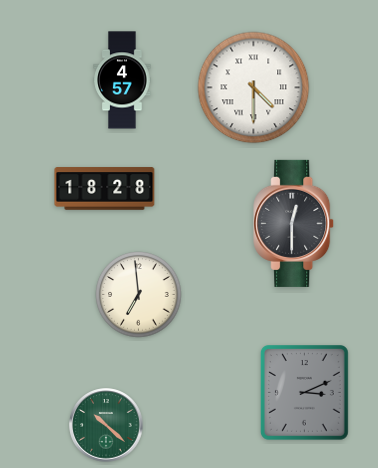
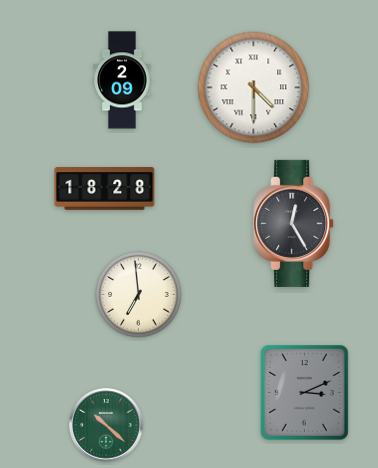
clock at (122, 80): 4:57 -> 2:09
clock at (294, 223): 12:30 -> 12:25
